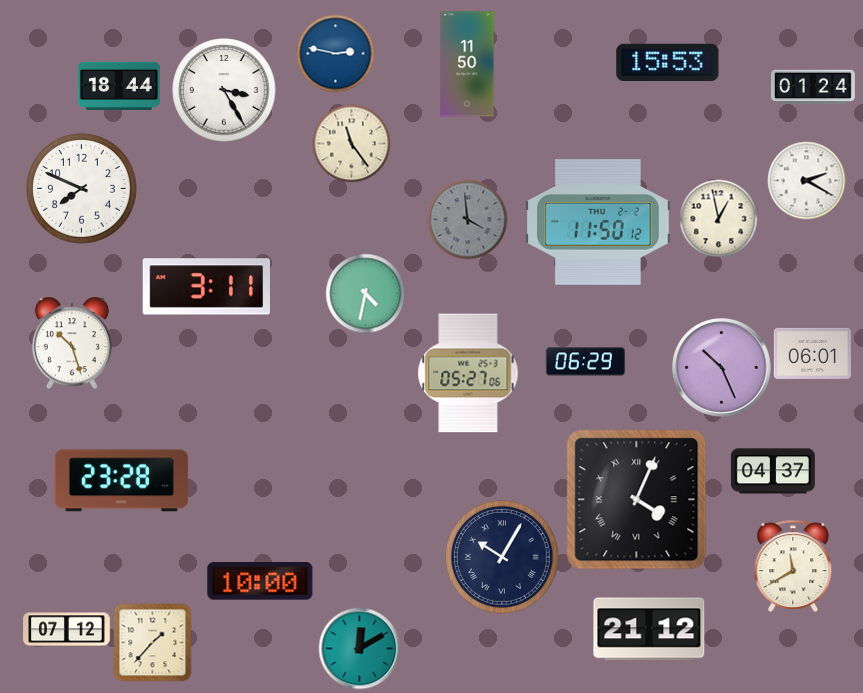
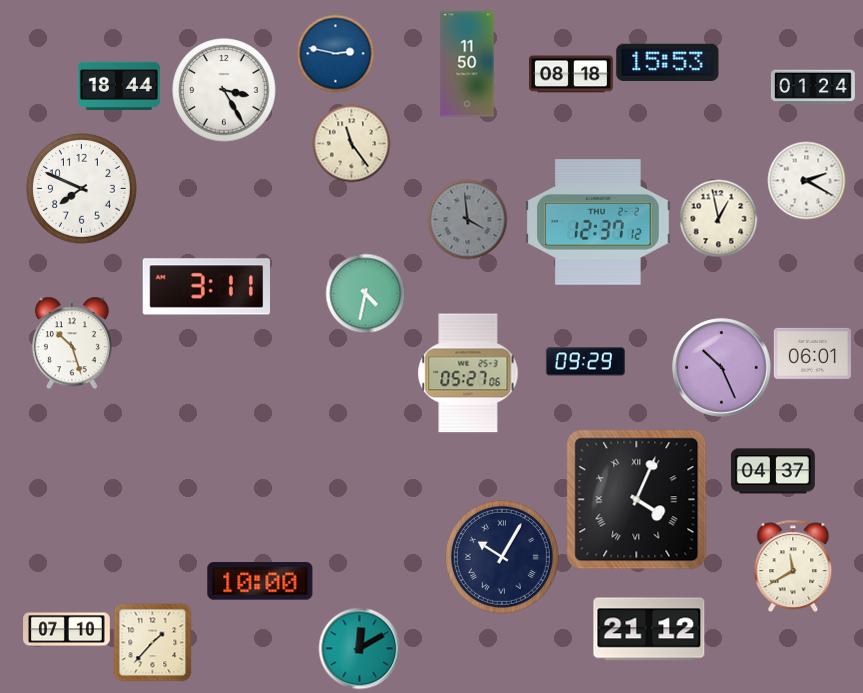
clock at (571, 74): none -> 08:18
clock at (598, 222): 11:50 -> 12:37
clock at (585, 362): 06:29 -> 09:29
clock at (121, 481): 23:28 -> none
clock at (67, 630): 07:12 -> 07:10
